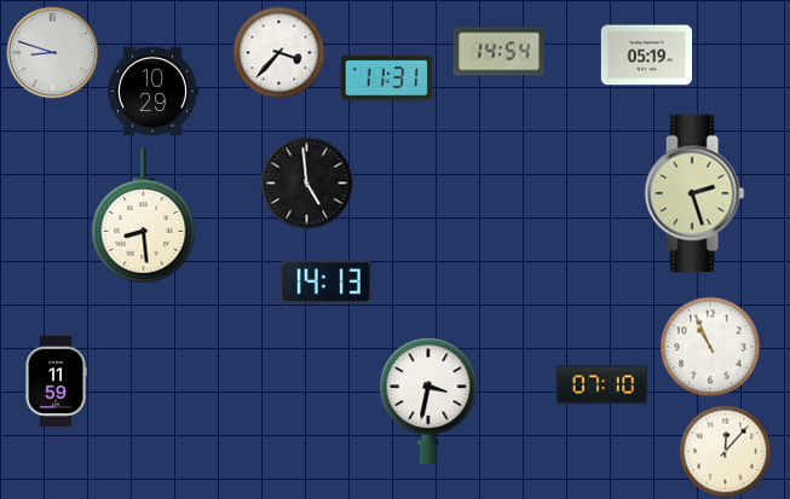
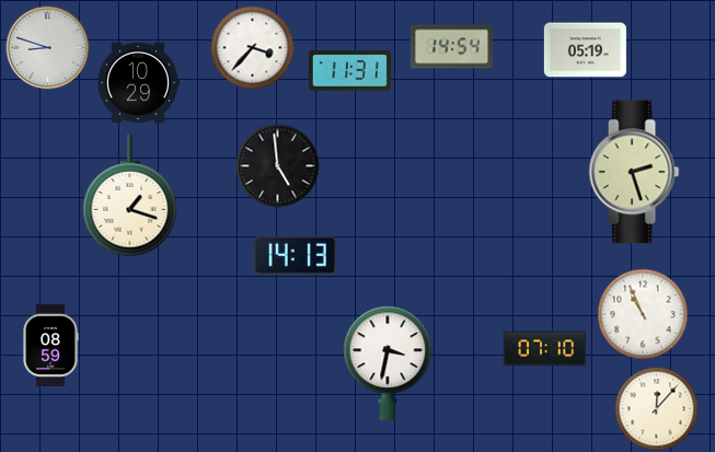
clock at (694, 193) position: (694, 193) -> (634, 172)
clock at (144, 216): 8:29 -> 1:18
clock at (56, 381): 11:59 -> 08:59
